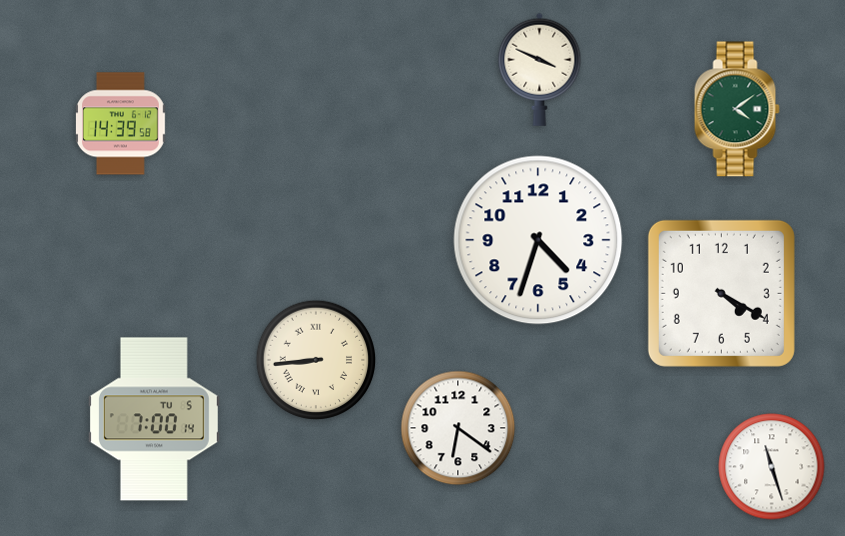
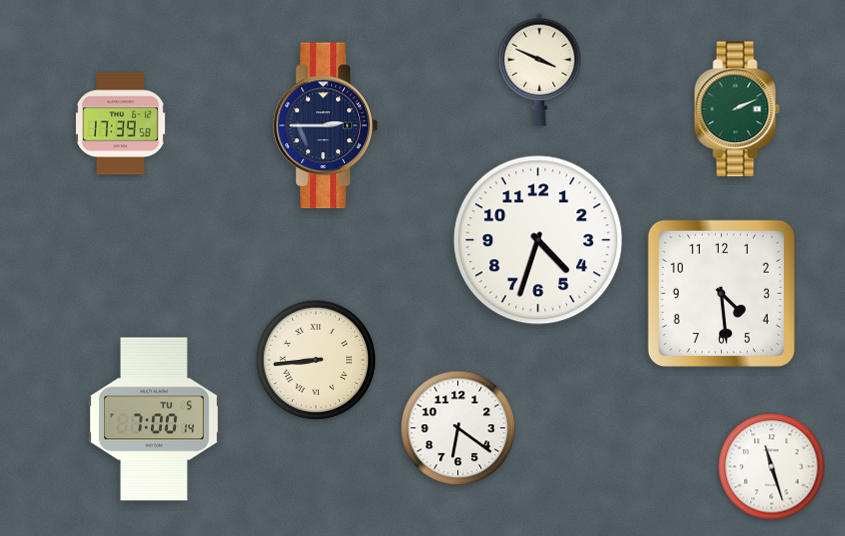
clock at (737, 109): 4:09 -> 2:11
clock at (120, 124): 14:39 -> 17:39
clock at (326, 126): none -> 2:45
clock at (721, 293): 4:20 -> 4:29
